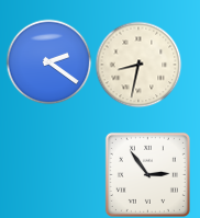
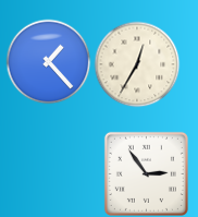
clock at (48, 61): 2:21 -> 1:23
clock at (138, 65): 8:32 -> 12:35
